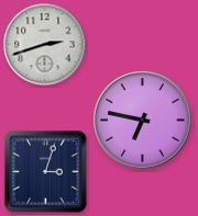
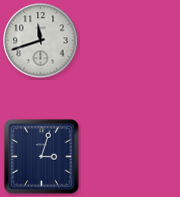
clock at (45, 45): 2:42 -> 11:42
clock at (143, 121): 6:47 -> none
